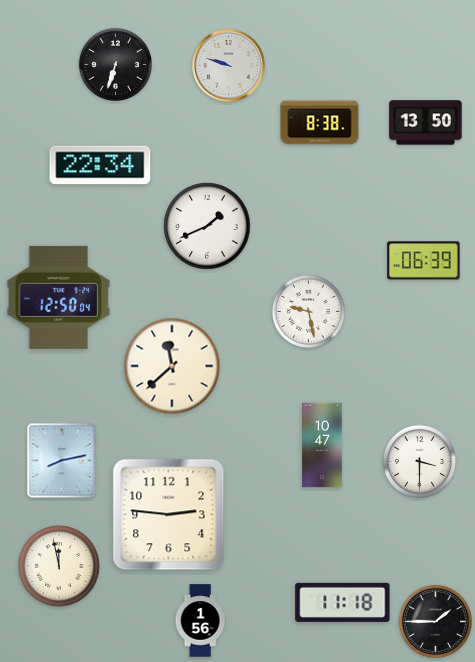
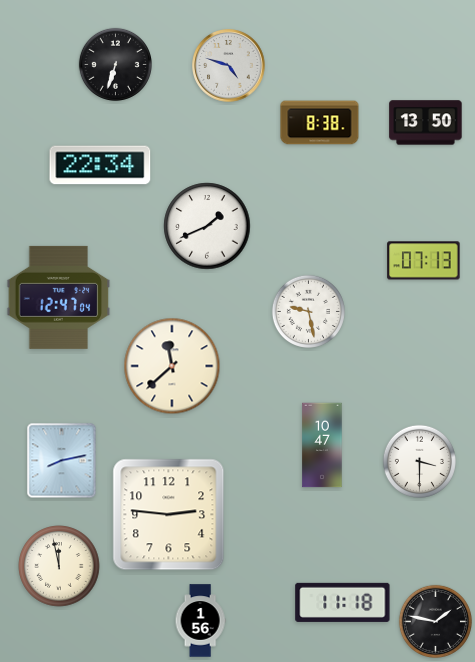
clock at (229, 66): 9:48 -> 4:48
clock at (424, 261): 06:39 -> 07:13
clock at (59, 297): 12:50 -> 12:47
clock at (435, 621): 1:45 -> 1:47
